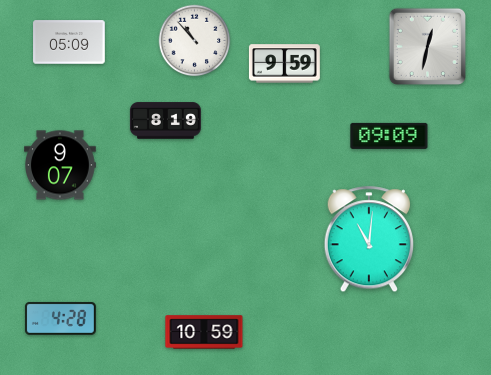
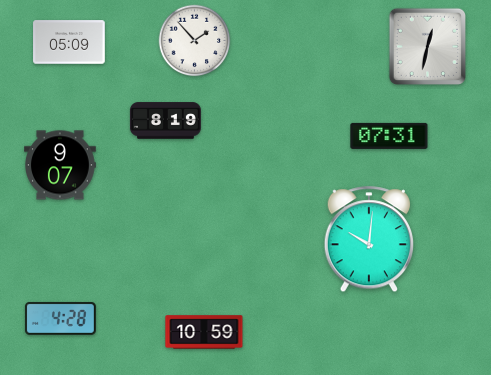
clock at (195, 41): 10:53 -> 1:53
clock at (284, 64): 9:59 -> none
clock at (389, 136): 09:09 -> 07:31
clock at (368, 240): 11:01 -> 10:01
